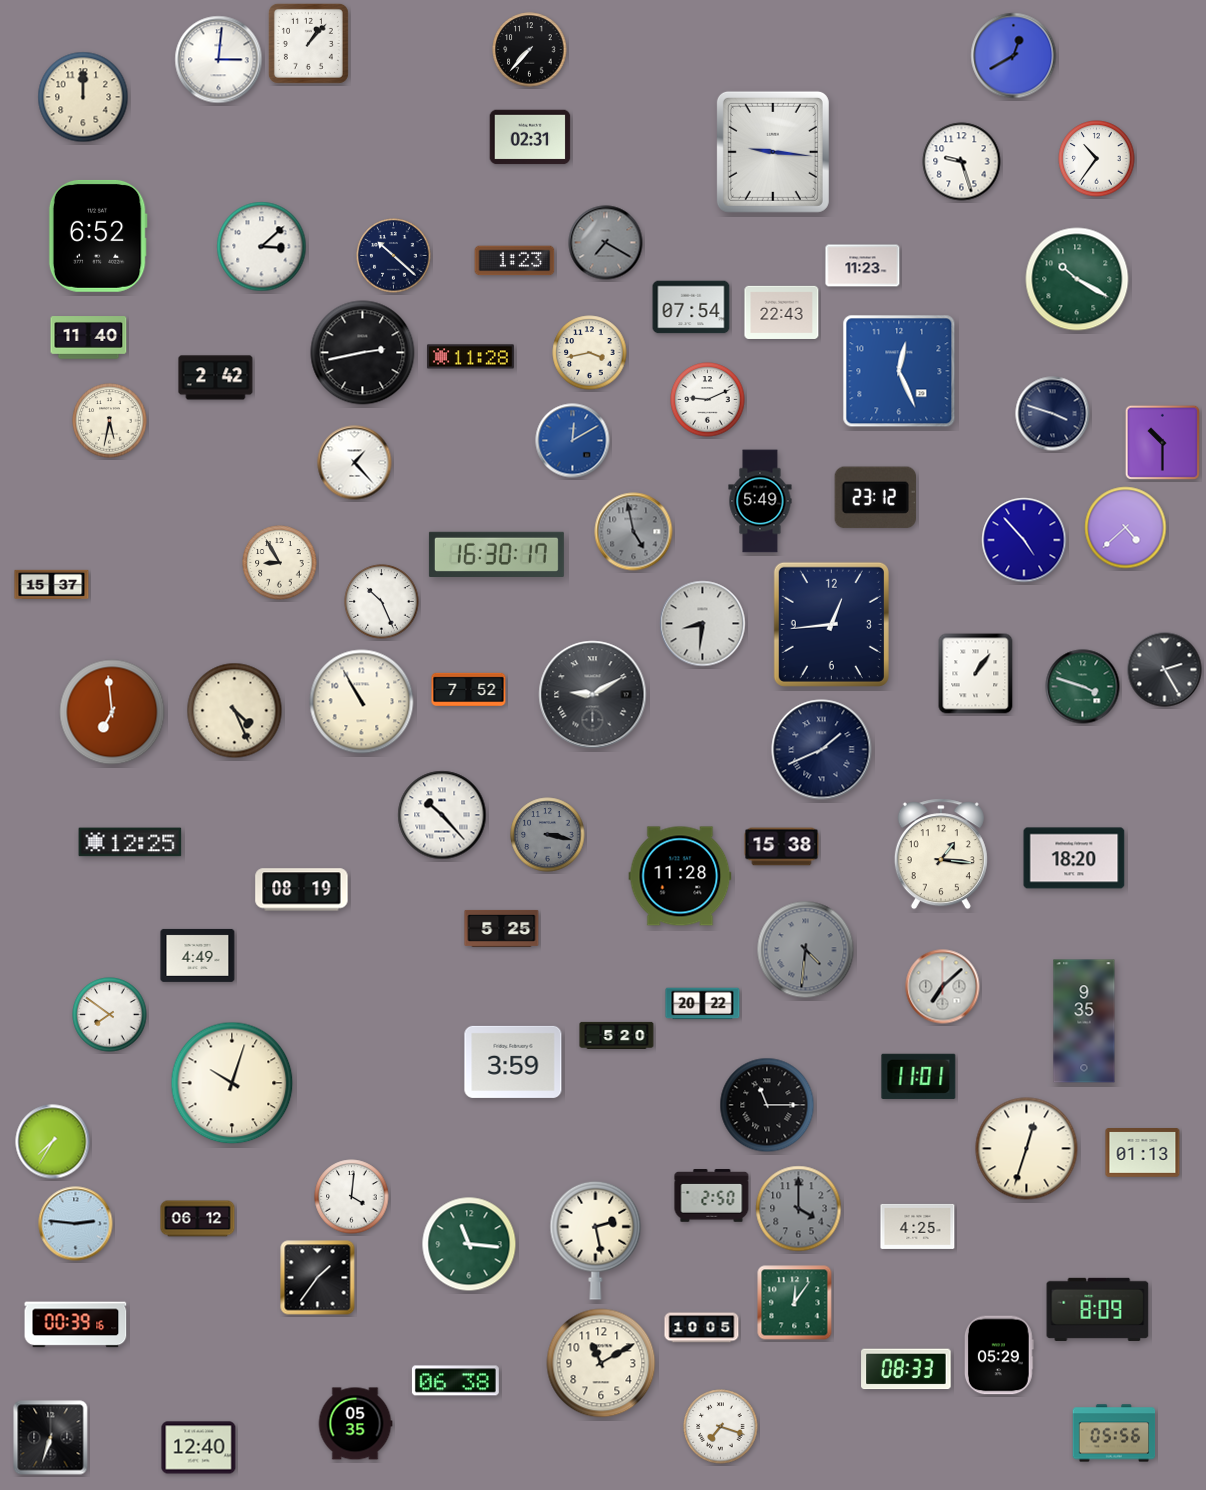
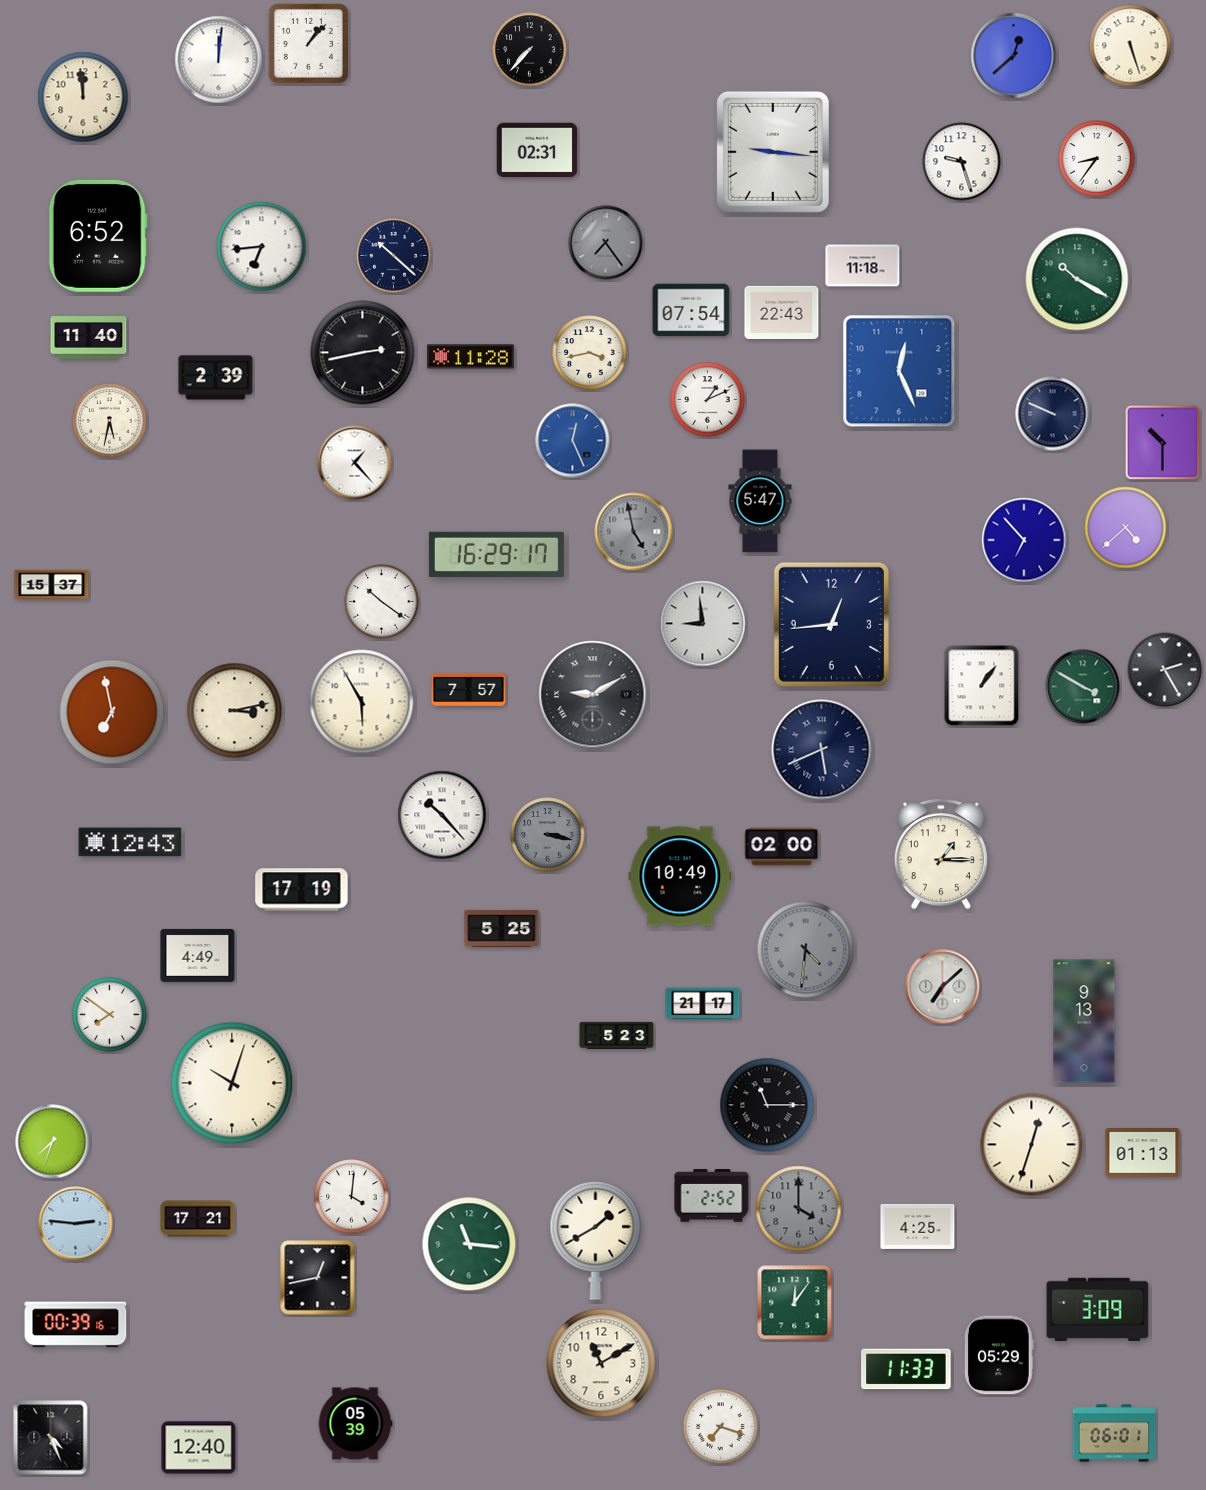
clock at (1131, 46): none -> 5:27
clock at (1014, 56): 12:40 -> 12:38
clock at (219, 60): 3:01 -> 12:01
clock at (83, 97): 12:00 -> 11:59
clock at (530, 137) position: (530, 137) -> (537, 150)
clock at (1097, 159): 10:36 -> 8:36
clock at (606, 243): 7:20 -> 7:24
clock at (262, 247): 3:08 -> 6:44
clock at (515, 261): 1:23 -> none
clock at (863, 266): 11:23 -> 11:18
clock at (691, 307) position: (691, 307) -> (691, 310)
clock at (216, 378): 2:42 -> 2:39
clock at (708, 400): 9:11 -> 1:11
clock at (1053, 414): 3:48 -> 9:49
clock at (573, 441): 12:10 -> 12:26
clock at (875, 498): 23:12 -> none
clock at (760, 501): 5:49 -> 5:47
clock at (1024, 540): 4:53 -> 6:53
clock at (496, 554): 16:30 -> 16:29
clock at (280, 563): 8:55 -> none
clock at (382, 602): 10:26 -> 10:21
clock at (703, 624): 8:31 -> 8:59
clock at (976, 674) position: (976, 674) -> (982, 686)
clock at (1083, 687): 3:48 -> 3:50
clock at (469, 690): 7:52 -> 7:57
clock at (362, 702): 10:55 -> 5:55
clock at (235, 711): 4:26 -> 3:13
clock at (112, 712): 6:59 -> 6:58
clock at (822, 750): 1:41 -> 5:41
clock at (130, 842): 12:25 -> 12:43
clock at (782, 847): 15:38 -> 02:00
clock at (941, 854): 1:16 -> 1:15
clock at (1074, 858): 18:20 -> none
clock at (680, 876): 11:28 -> 10:49
clock at (302, 890): 08:19 -> 17:19
clock at (703, 1004): 20:22 -> 21:17
clock at (1084, 1021): 9:35 -> 9:13
clock at (617, 1035): 5:20 -> 5:23
clock at (513, 1062): 3:59 -> none
clock at (919, 1076): 11:01 -> none
clock at (53, 1142): 7:35 -> 7:33
clock at (1027, 1149) position: (1027, 1149) -> (1032, 1145)
clock at (712, 1196): 2:50 -> 2:52
clock at (198, 1219): 06:12 -> 17:21
clock at (596, 1240): 2:28 -> 1:40
clock at (318, 1278): 1:36 -> 12:43
clock at (1098, 1309): 8:09 -> 3:09
clock at (702, 1328): 10:05 -> none
clock at (906, 1369): 08:33 -> 11:33
clock at (455, 1381): 06:38 -> none
clock at (355, 1424): 05:35 -> 05:39
clock at (1114, 1433): 05:56 -> 06:01
clock at (51, 1438): 6:33 -> 4:26
